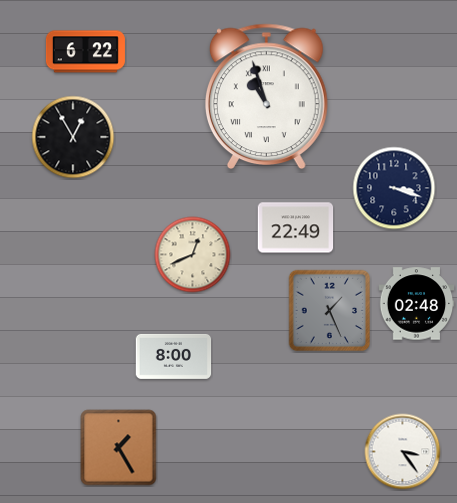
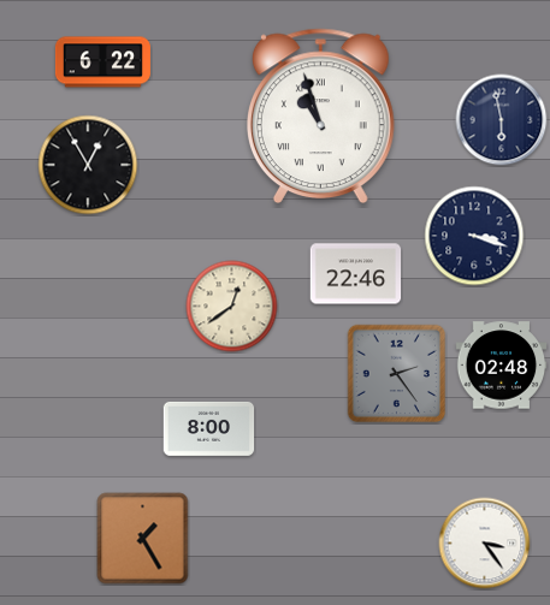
clock at (502, 120): none -> 5:58
clock at (394, 188) position: (394, 188) -> (474, 236)
clock at (296, 228): 22:49 -> 22:46
clock at (193, 255): 12:41 -> 12:39
clock at (330, 311): 1:26 -> 2:24
